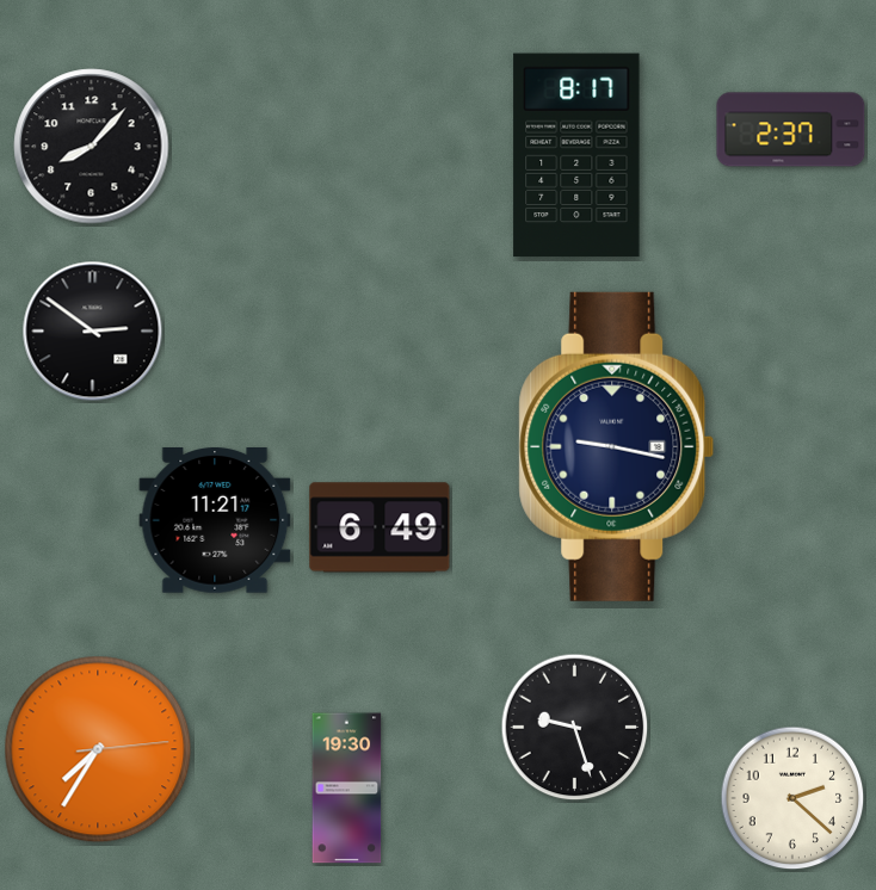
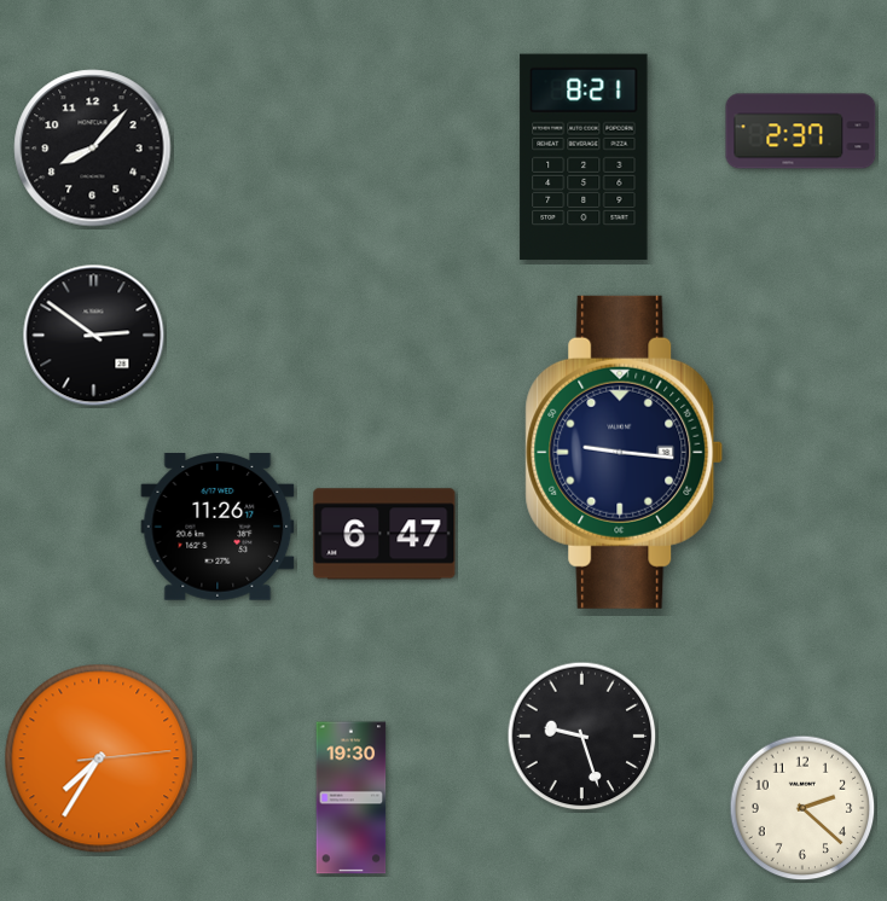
clock at (576, 155): 8:17 -> 8:21
clock at (617, 446): 9:17 -> 9:16
clock at (215, 521): 11:21 -> 11:26
clock at (380, 527): 6:49 -> 6:47
